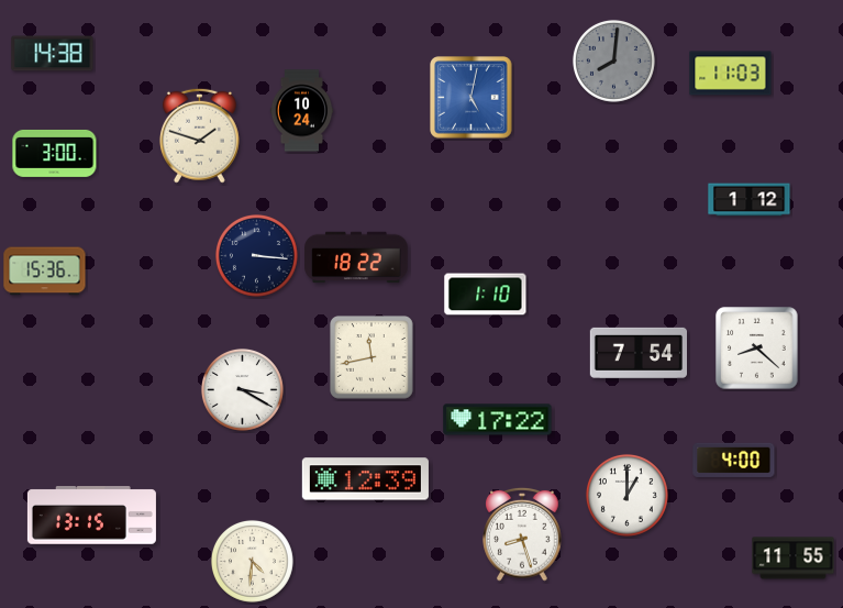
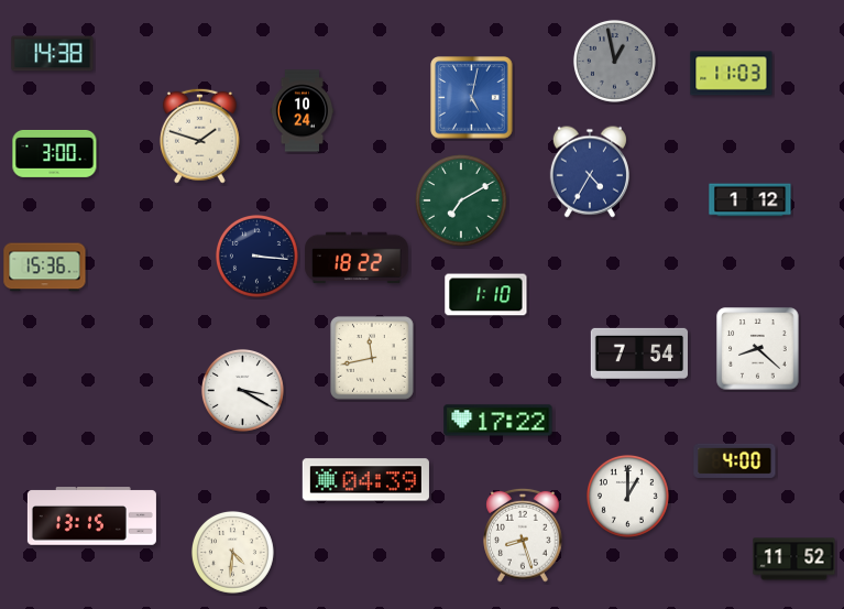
clock at (613, 60): 8:01 -> 12:58
clock at (590, 172): none -> 4:35
clock at (461, 200): none -> 7:10
clock at (45, 272) position: (45, 272) -> (45, 268)
clock at (365, 479): 12:39 -> 04:39
clock at (794, 559): 11:55 -> 11:52
clock at (252, 561) position: (252, 561) -> (232, 552)
